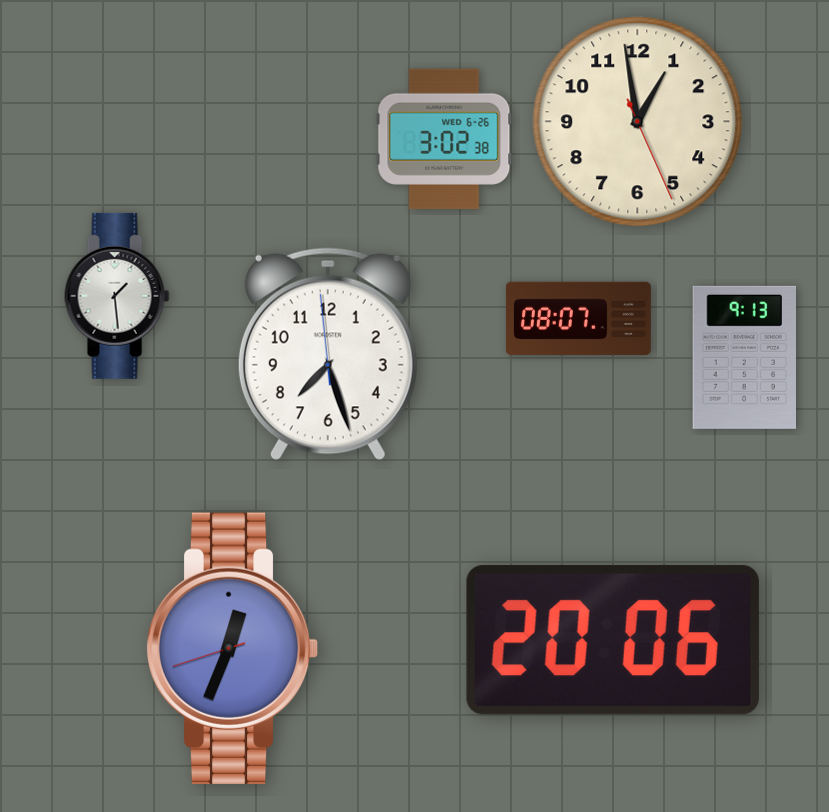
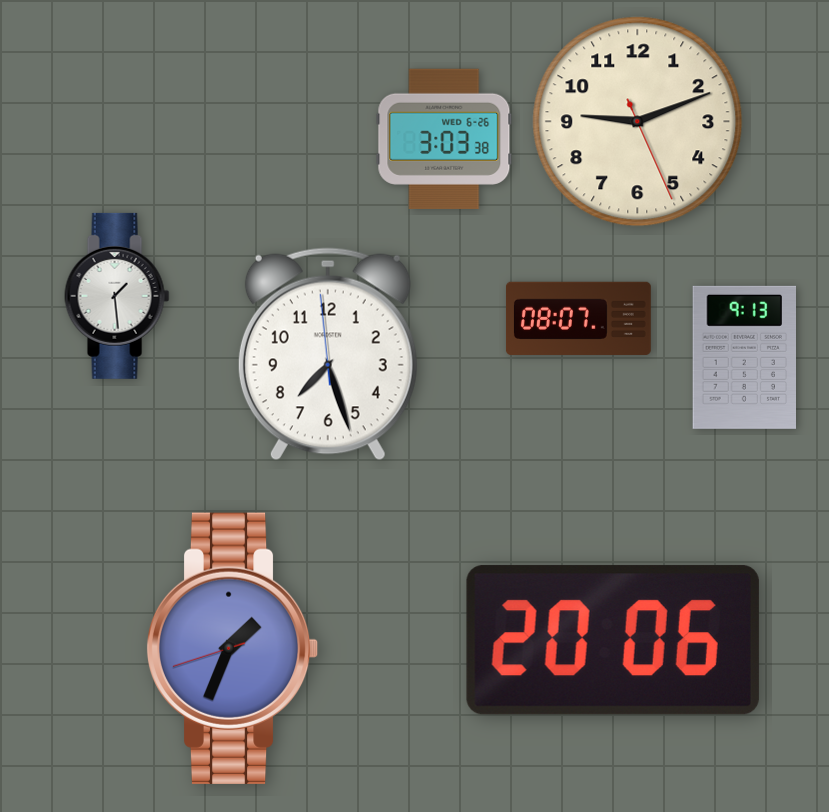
clock at (638, 122): 12:58 -> 9:11
clock at (444, 139): 3:02 -> 3:03
clock at (232, 648): 12:33 -> 1:33
